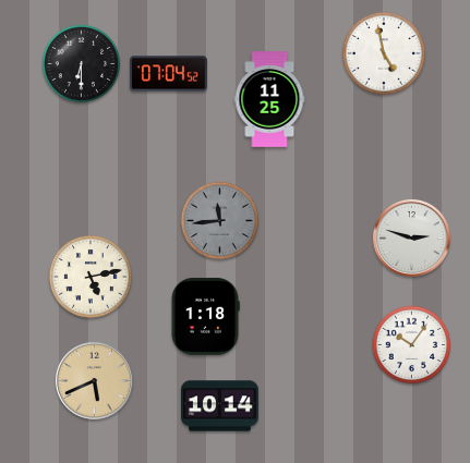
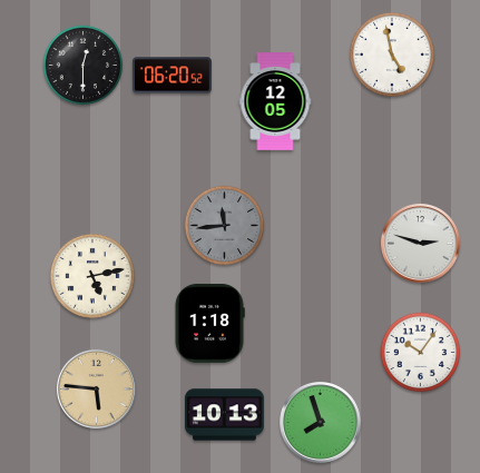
clock at (82, 64): 6:30 -> 12:30
clock at (168, 74): 07:04 -> 06:20
clock at (269, 99): 11:25 -> 12:05
clock at (91, 277) position: (91, 277) -> (92, 276)
clock at (94, 380): 5:41 -> 5:46
clock at (220, 406): 10:14 -> 10:13
clock at (321, 423): none -> 7:57
